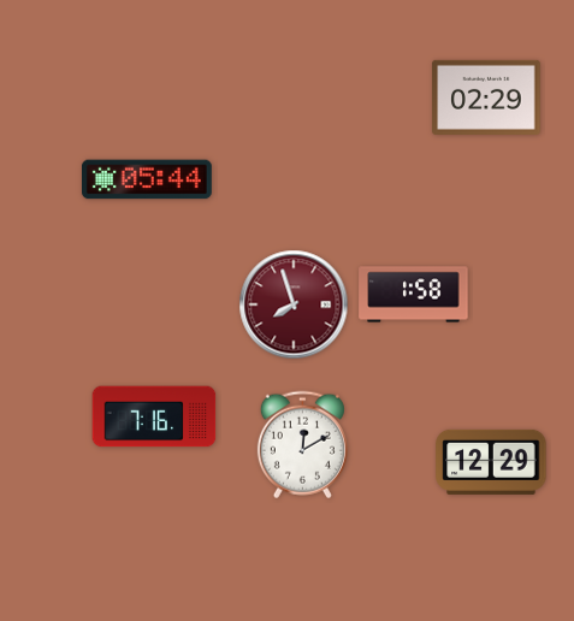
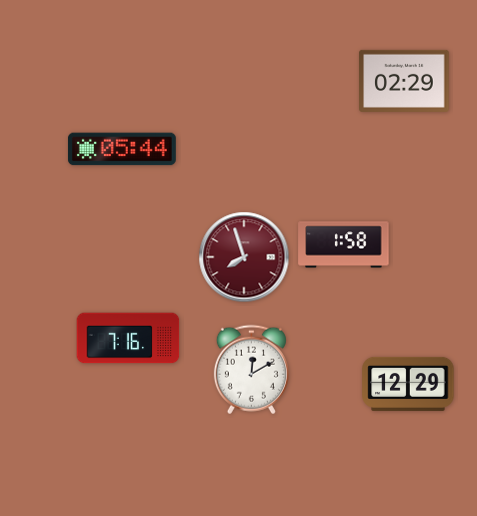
clock at (294, 304) position: (294, 304) -> (244, 257)
clock at (154, 416) position: (154, 416) -> (128, 338)
